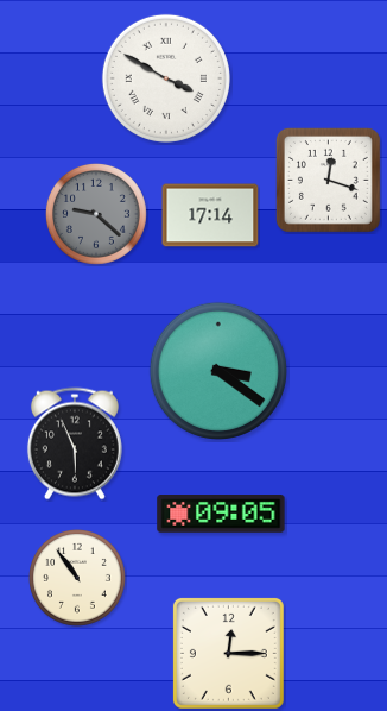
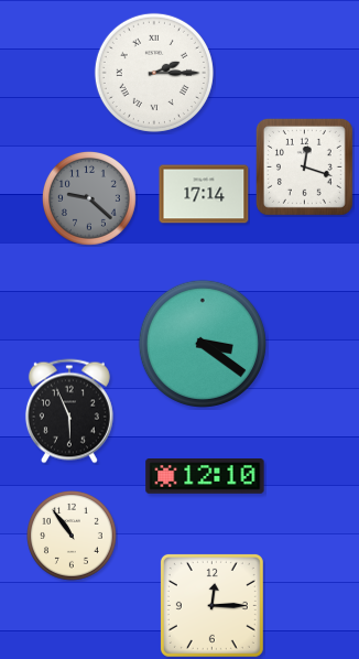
clock at (166, 78): 3:50 -> 2:15
clock at (210, 215) position: (210, 215) -> (204, 194)
clock at (221, 515): 09:05 -> 12:10
